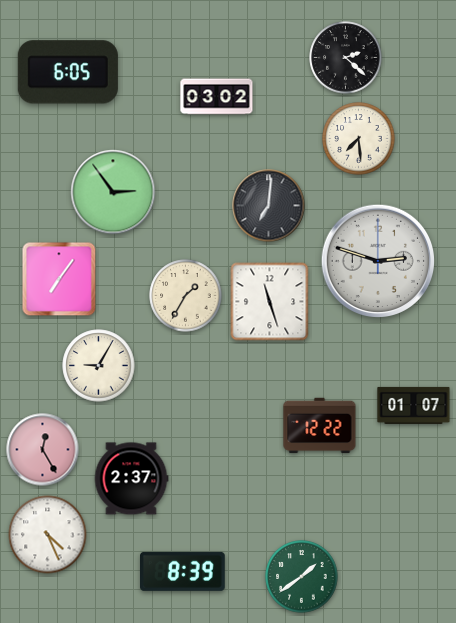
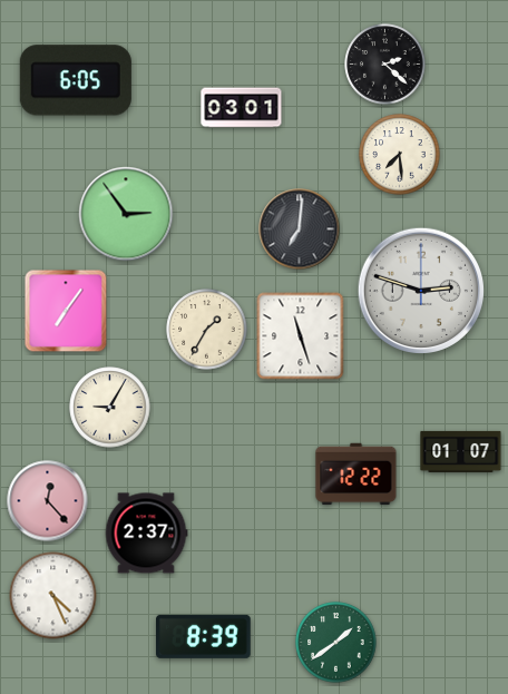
clock at (217, 97): 03:02 -> 03:01
clock at (43, 450): 12:25 -> 12:23
